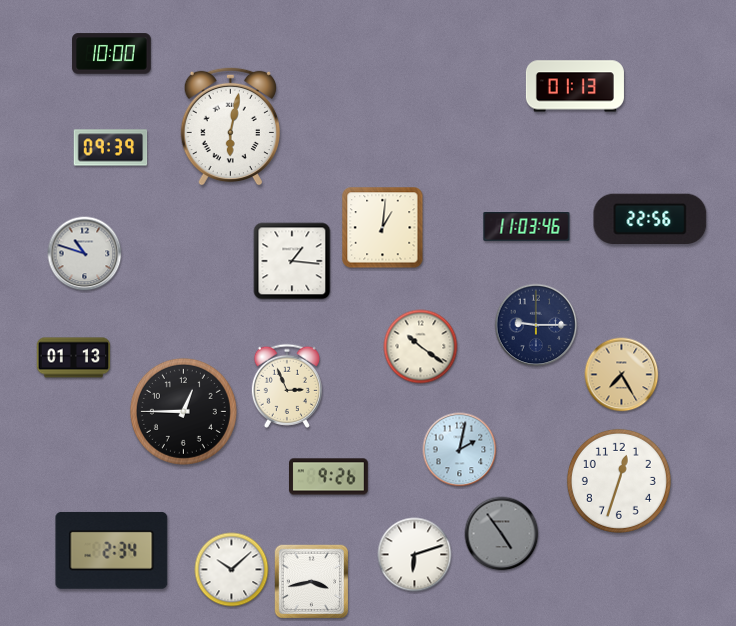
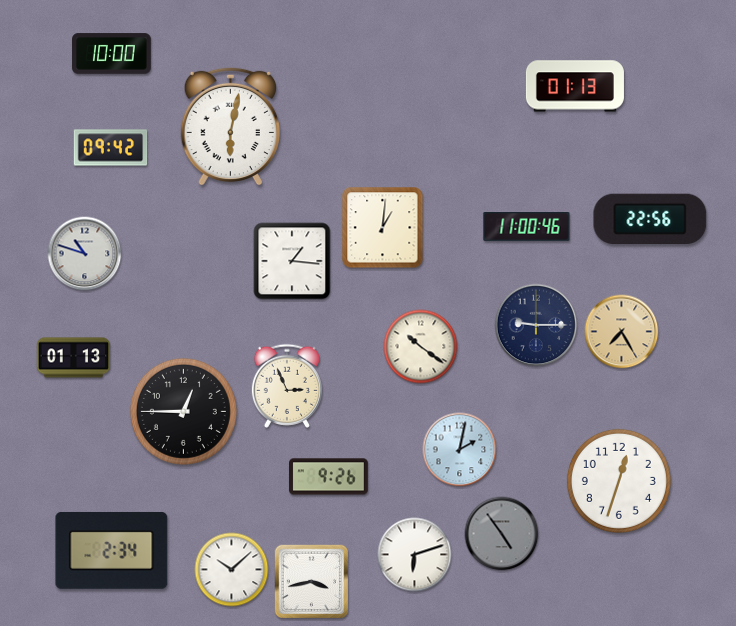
clock at (111, 148): 09:39 -> 09:42
clock at (527, 227): 11:03 -> 11:00
clock at (622, 375) position: (622, 375) -> (622, 332)
